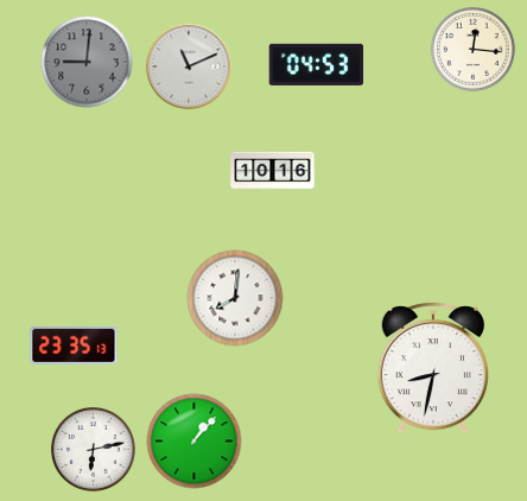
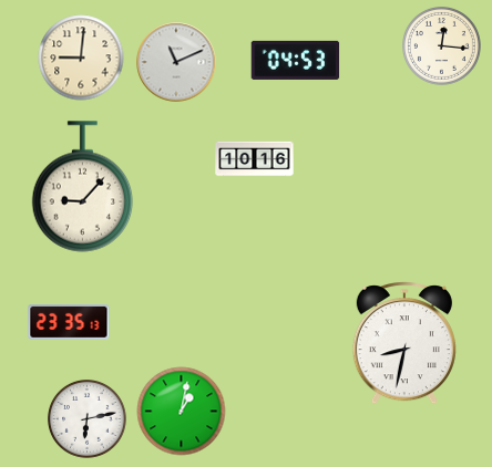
clock at (87, 62) dial: grey -> cream
clock at (83, 187): none -> 9:07
clock at (235, 298): 8:01 -> none
clock at (195, 442): 1:07 -> 1:02
